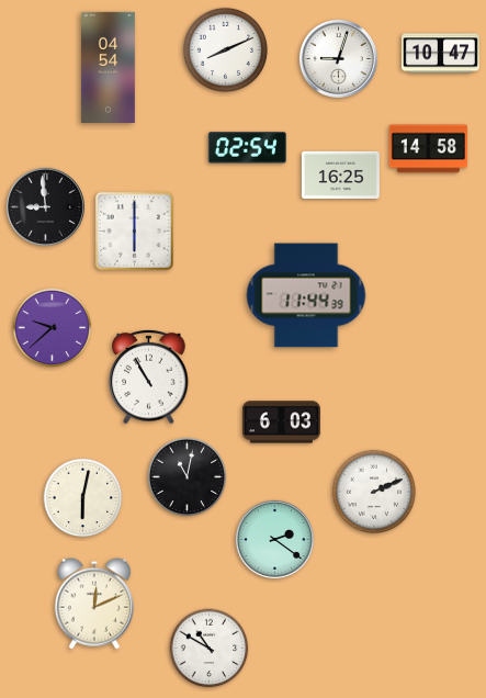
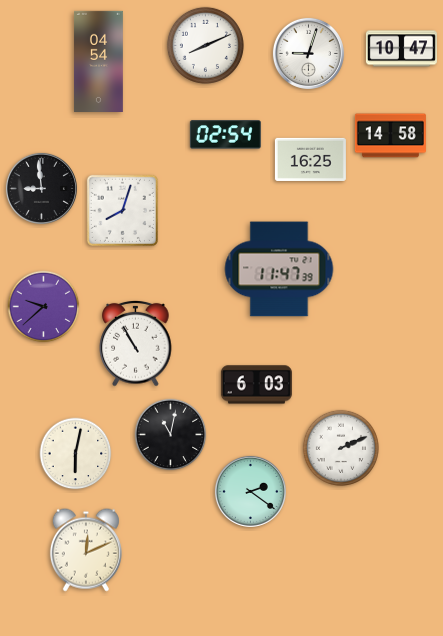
clock at (134, 230): 6:00 -> 8:03
clock at (306, 295): 11:44 -> 11:47
clock at (53, 328) position: (53, 328) -> (44, 307)
clock at (210, 649): 10:50 -> none
